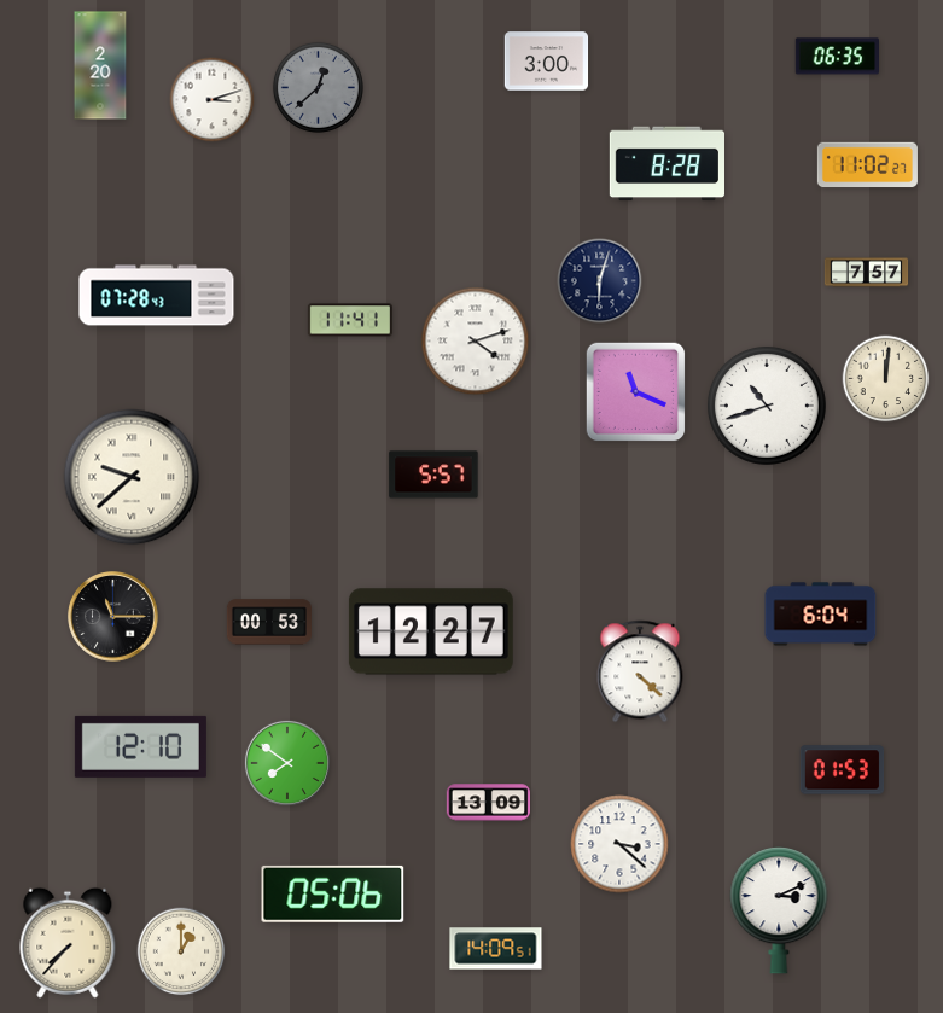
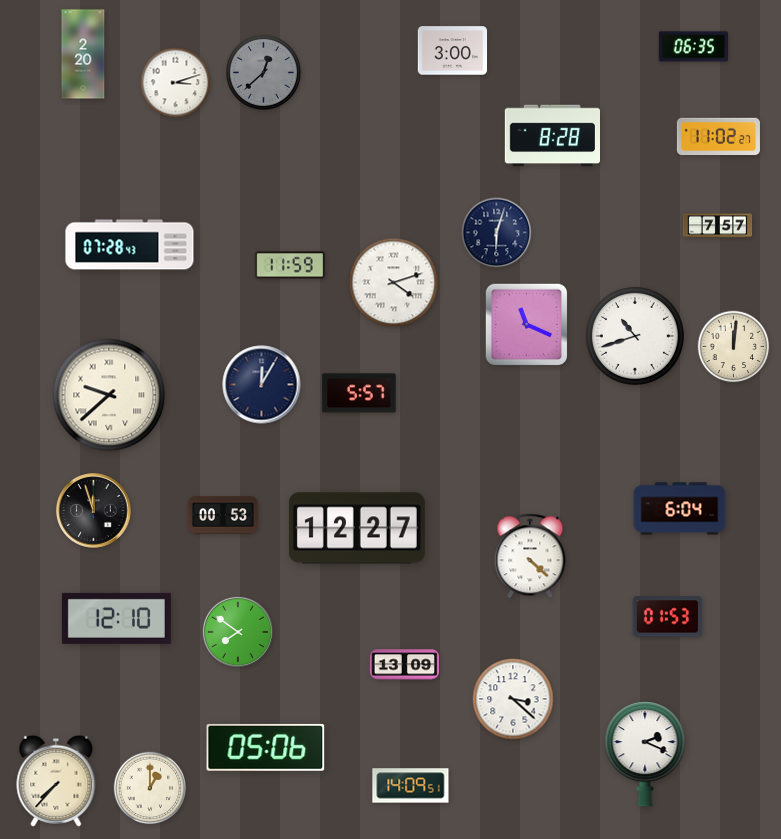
clock at (350, 320): 11:41 -> 11:59
clock at (886, 379) position: (886, 379) -> (734, 347)
clock at (262, 385): none -> 12:05
clock at (113, 617): 11:15 -> 11:57
clock at (431, 631) position: (431, 631) -> (357, 528)
clock at (843, 770) position: (843, 770) -> (668, 617)
clock at (333, 893) position: (333, 893) -> (266, 747)
clock at (779, 910): 3:11 -> 2:19
